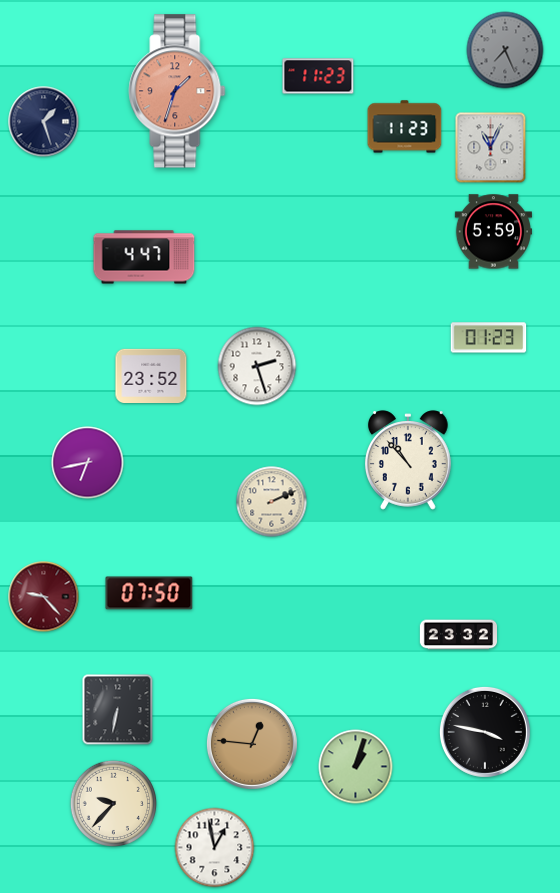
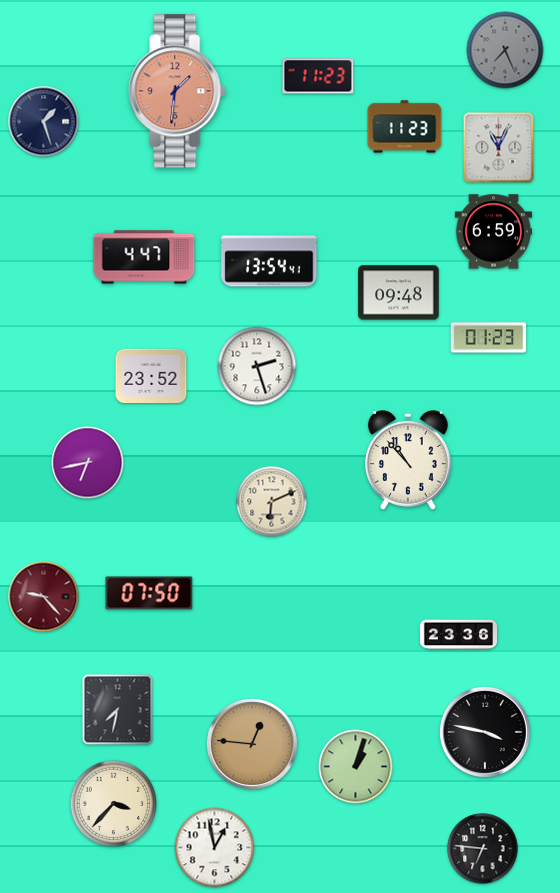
clock at (177, 91): 1:33 -> 1:31
clock at (491, 148) position: (491, 148) -> (499, 148)
clock at (493, 232): 5:59 -> 6:59
clock at (269, 261): none -> 13:54
clock at (399, 293): none -> 09:48
clock at (272, 502): 2:11 -> 6:11
clock at (458, 635): 23:32 -> 23:36
clock at (118, 710): 6:32 -> 7:32
clock at (114, 804): 9:37 -> 3:37
clock at (483, 849): none -> 6:46
